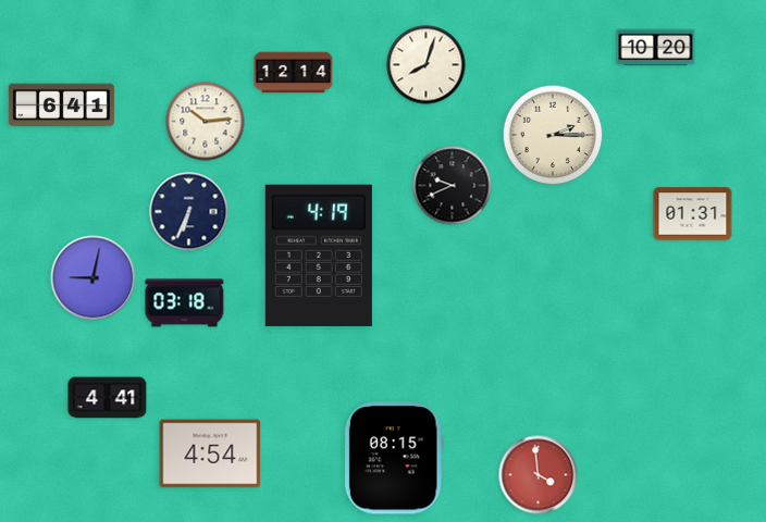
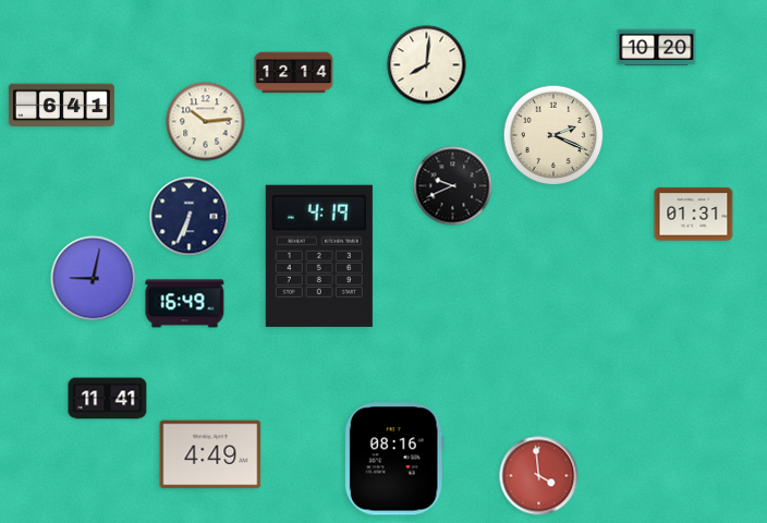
clock at (427, 65): 8:03 -> 8:01
clock at (553, 135): 2:15 -> 2:19
clock at (189, 212) position: (189, 212) -> (190, 217)
clock at (185, 303): 03:18 -> 16:49
clock at (108, 398): 4:41 -> 11:41
clock at (210, 453): 4:54 -> 4:49
clock at (394, 458): 08:15 -> 08:16
